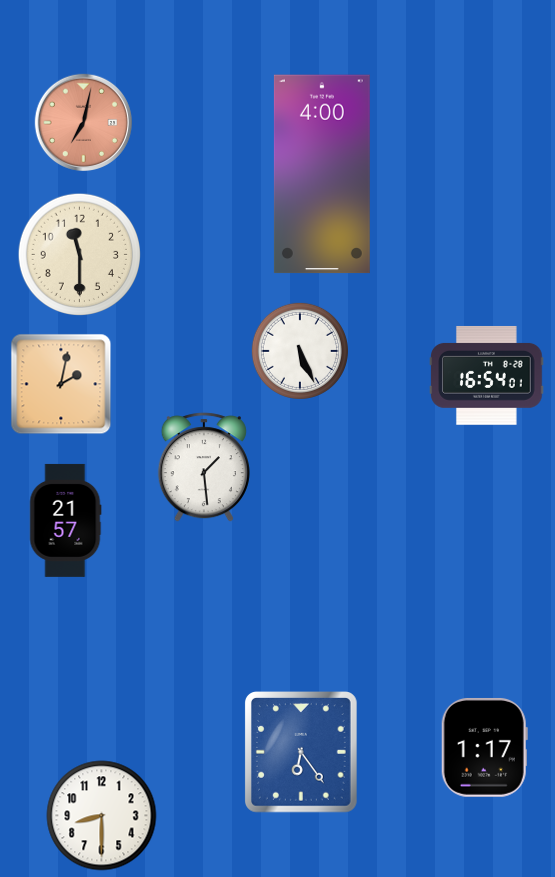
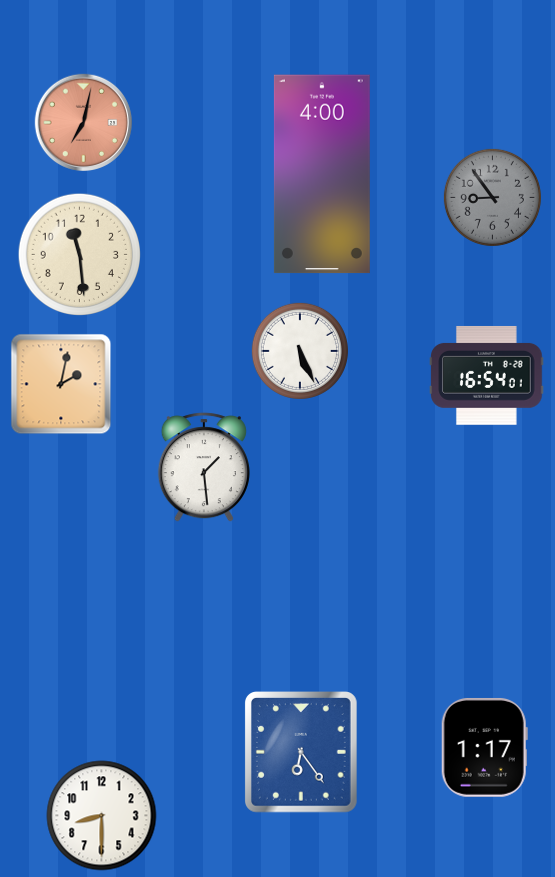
clock at (492, 197): none -> 8:54
clock at (80, 255): 11:30 -> 11:29
clock at (65, 520): 21:57 -> none
